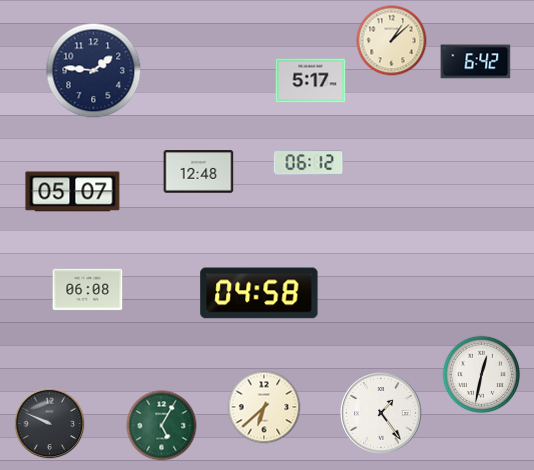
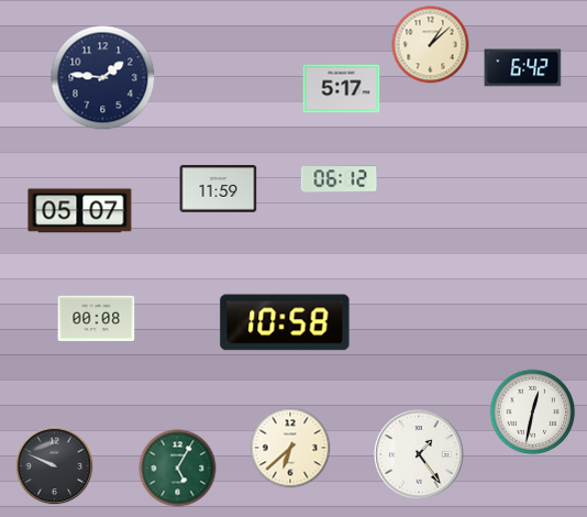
clock at (199, 172): 12:48 -> 11:59
clock at (88, 290): 06:08 -> 00:08
clock at (259, 293): 04:58 -> 10:58
clock at (482, 375) position: (482, 375) -> (533, 413)
